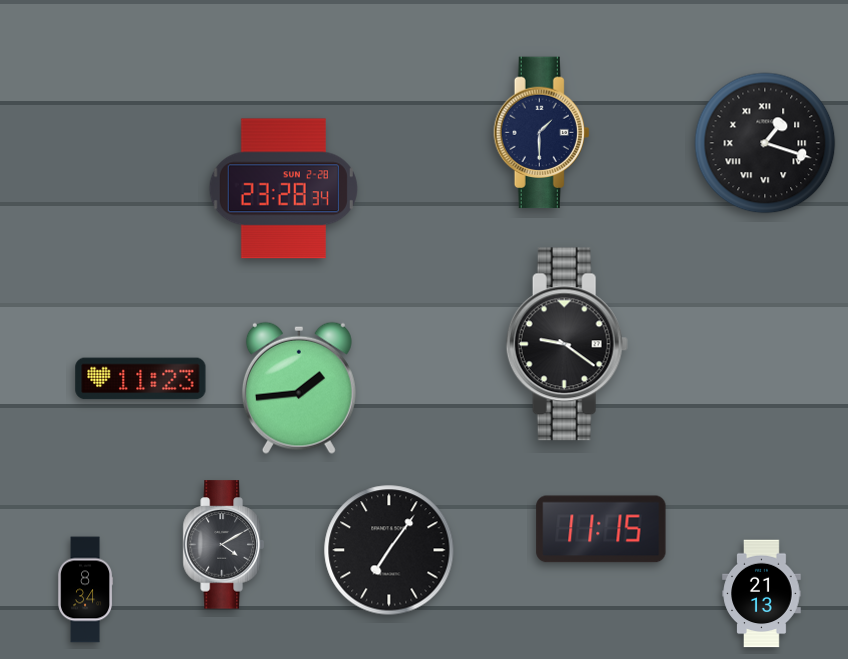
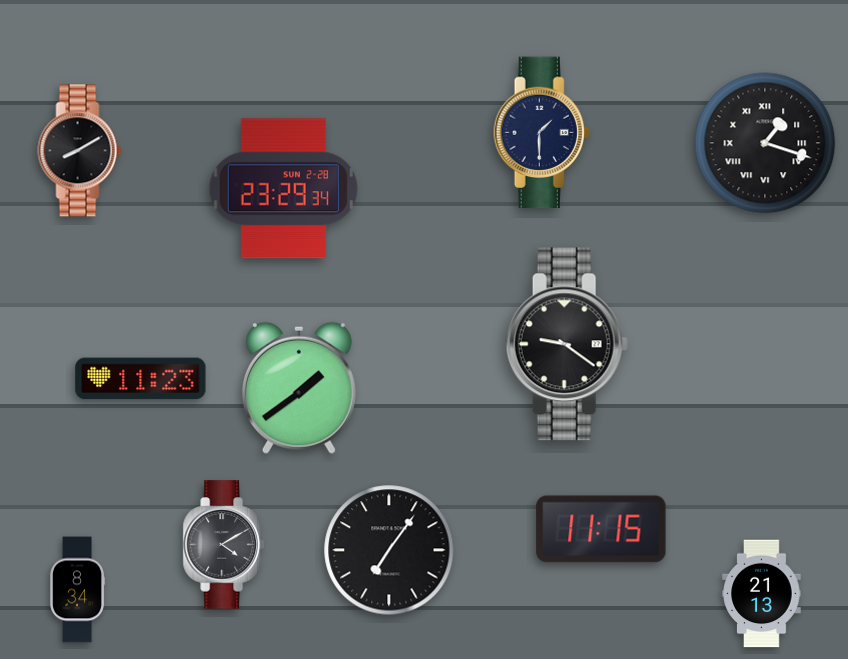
clock at (80, 151): none -> 8:10
clock at (283, 189): 23:28 -> 23:29
clock at (299, 388): 1:44 -> 1:39
clock at (86, 590) position: (86, 590) -> (78, 590)
